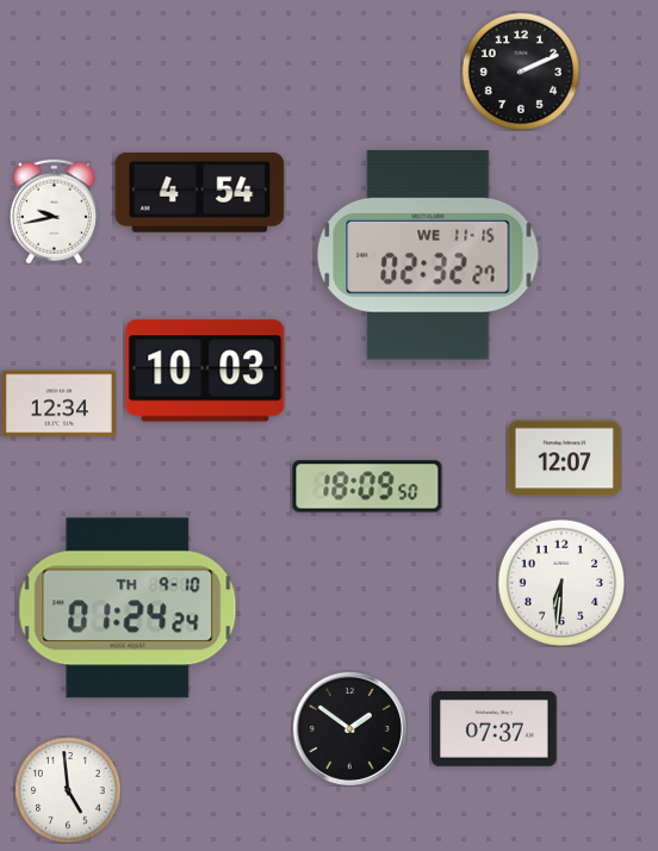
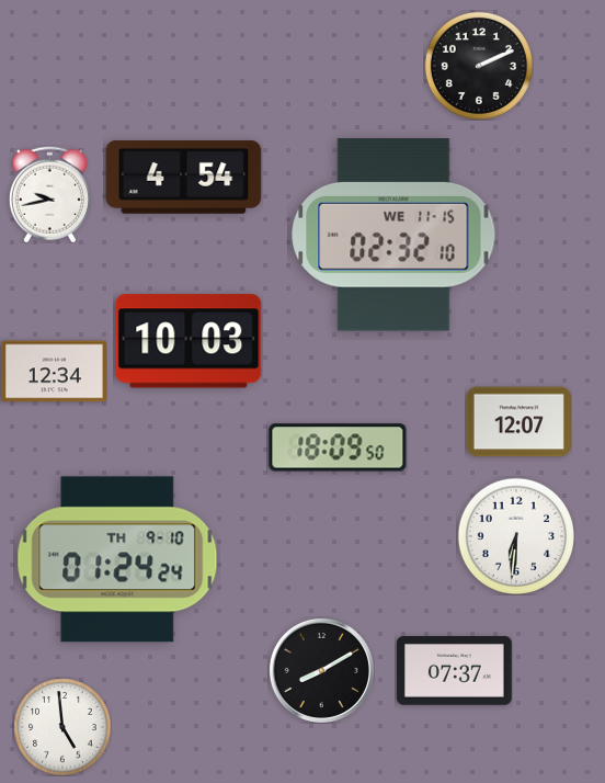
clock at (428, 255): 02:32:27 -> 02:32:10
clock at (349, 728): 1:51 -> 8:10
